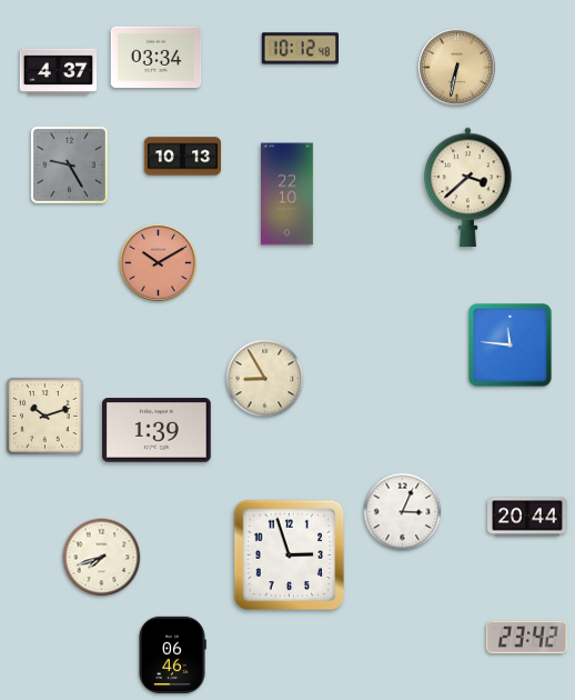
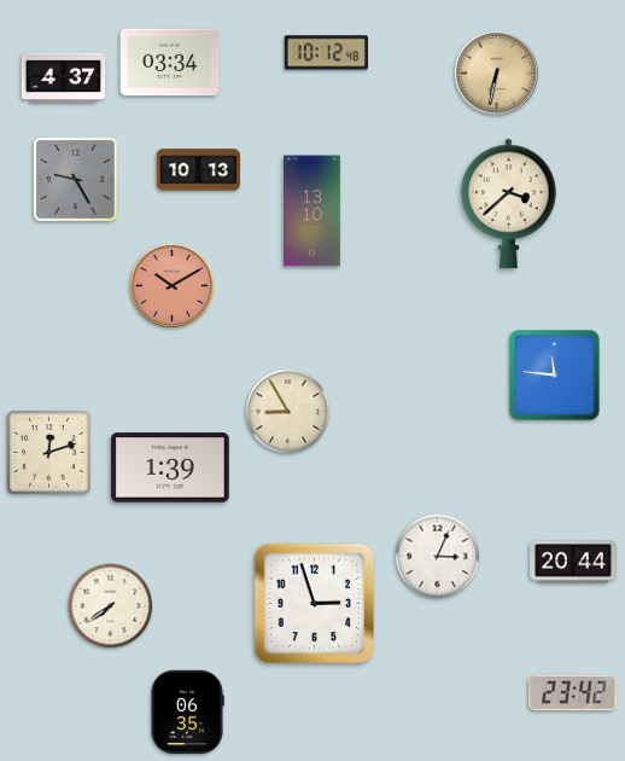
clock at (287, 194): 22:10 -> 13:10
clock at (46, 417): 10:12 -> 12:12
clock at (102, 558): 7:42 -> 7:39
clock at (172, 656): 06:46 -> 06:35
